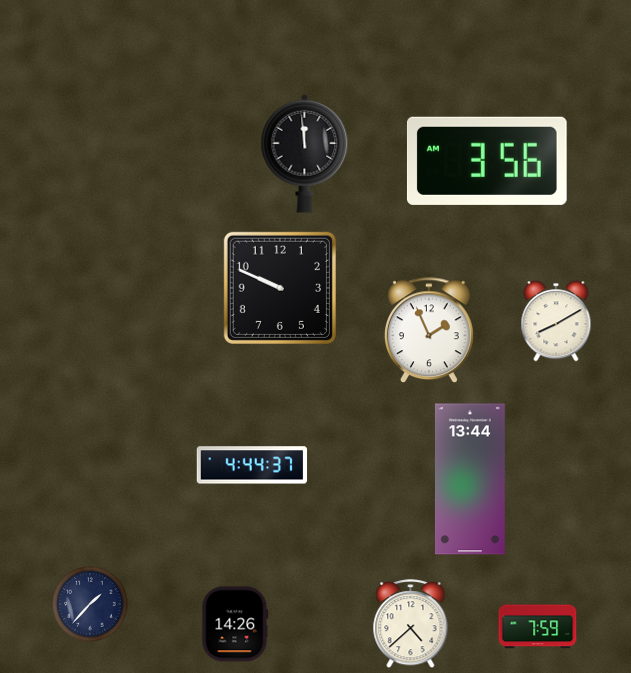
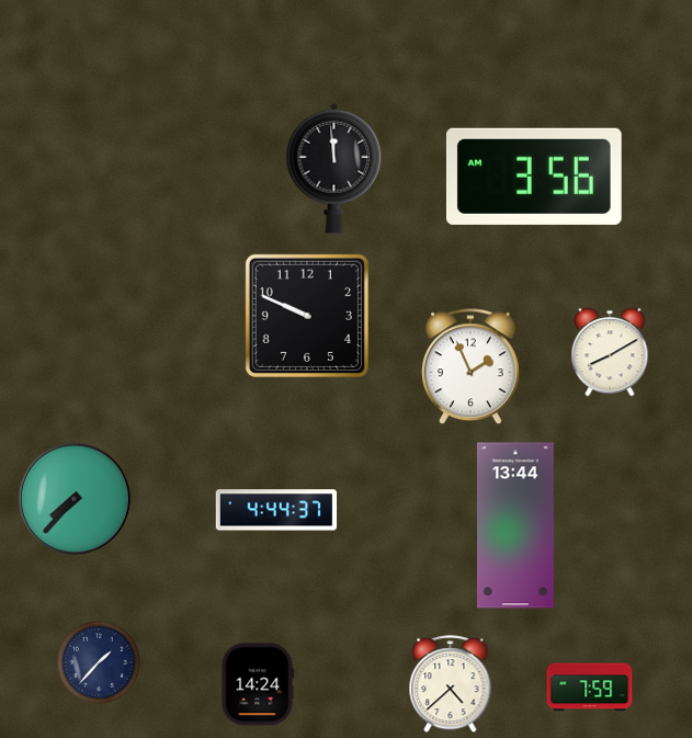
clock at (429, 331) position: (429, 331) -> (470, 367)
clock at (75, 499): none -> 7:37
clock at (235, 624): 14:26 -> 14:24
